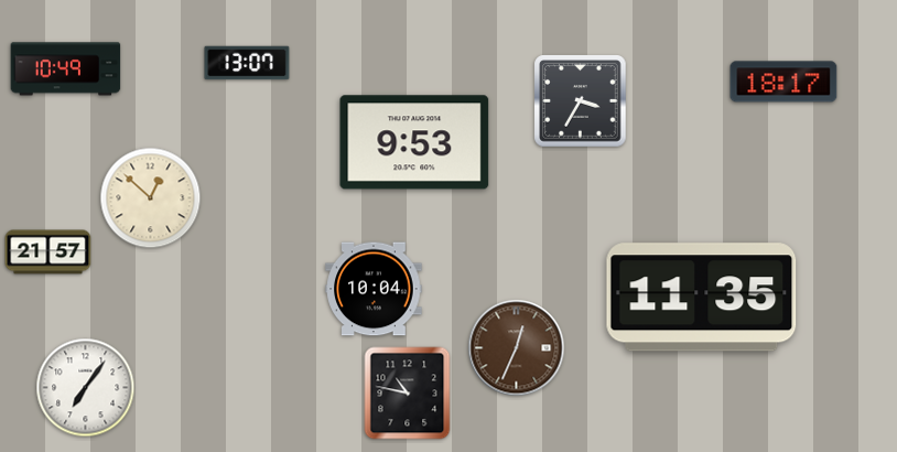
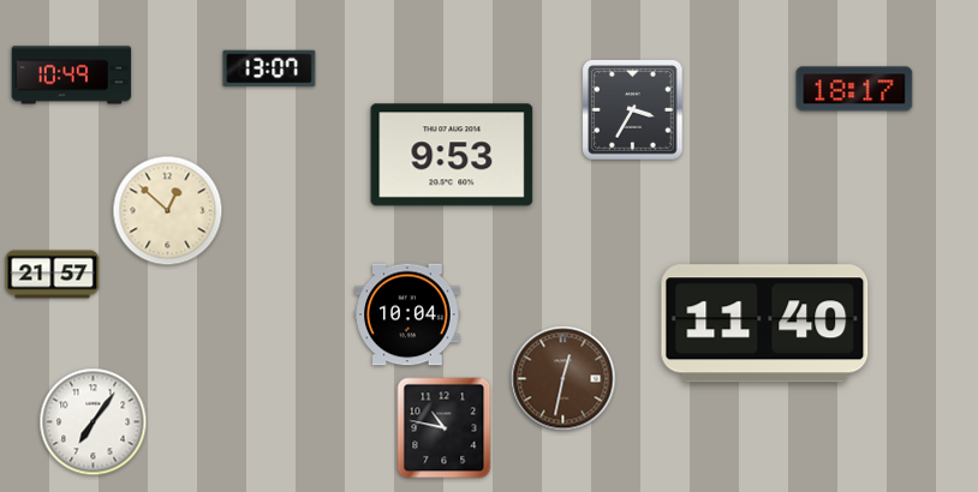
clock at (151, 198) position: (151, 198) -> (168, 211)
clock at (702, 298): 11:35 -> 11:40
clock at (517, 348): 12:34 -> 12:32
